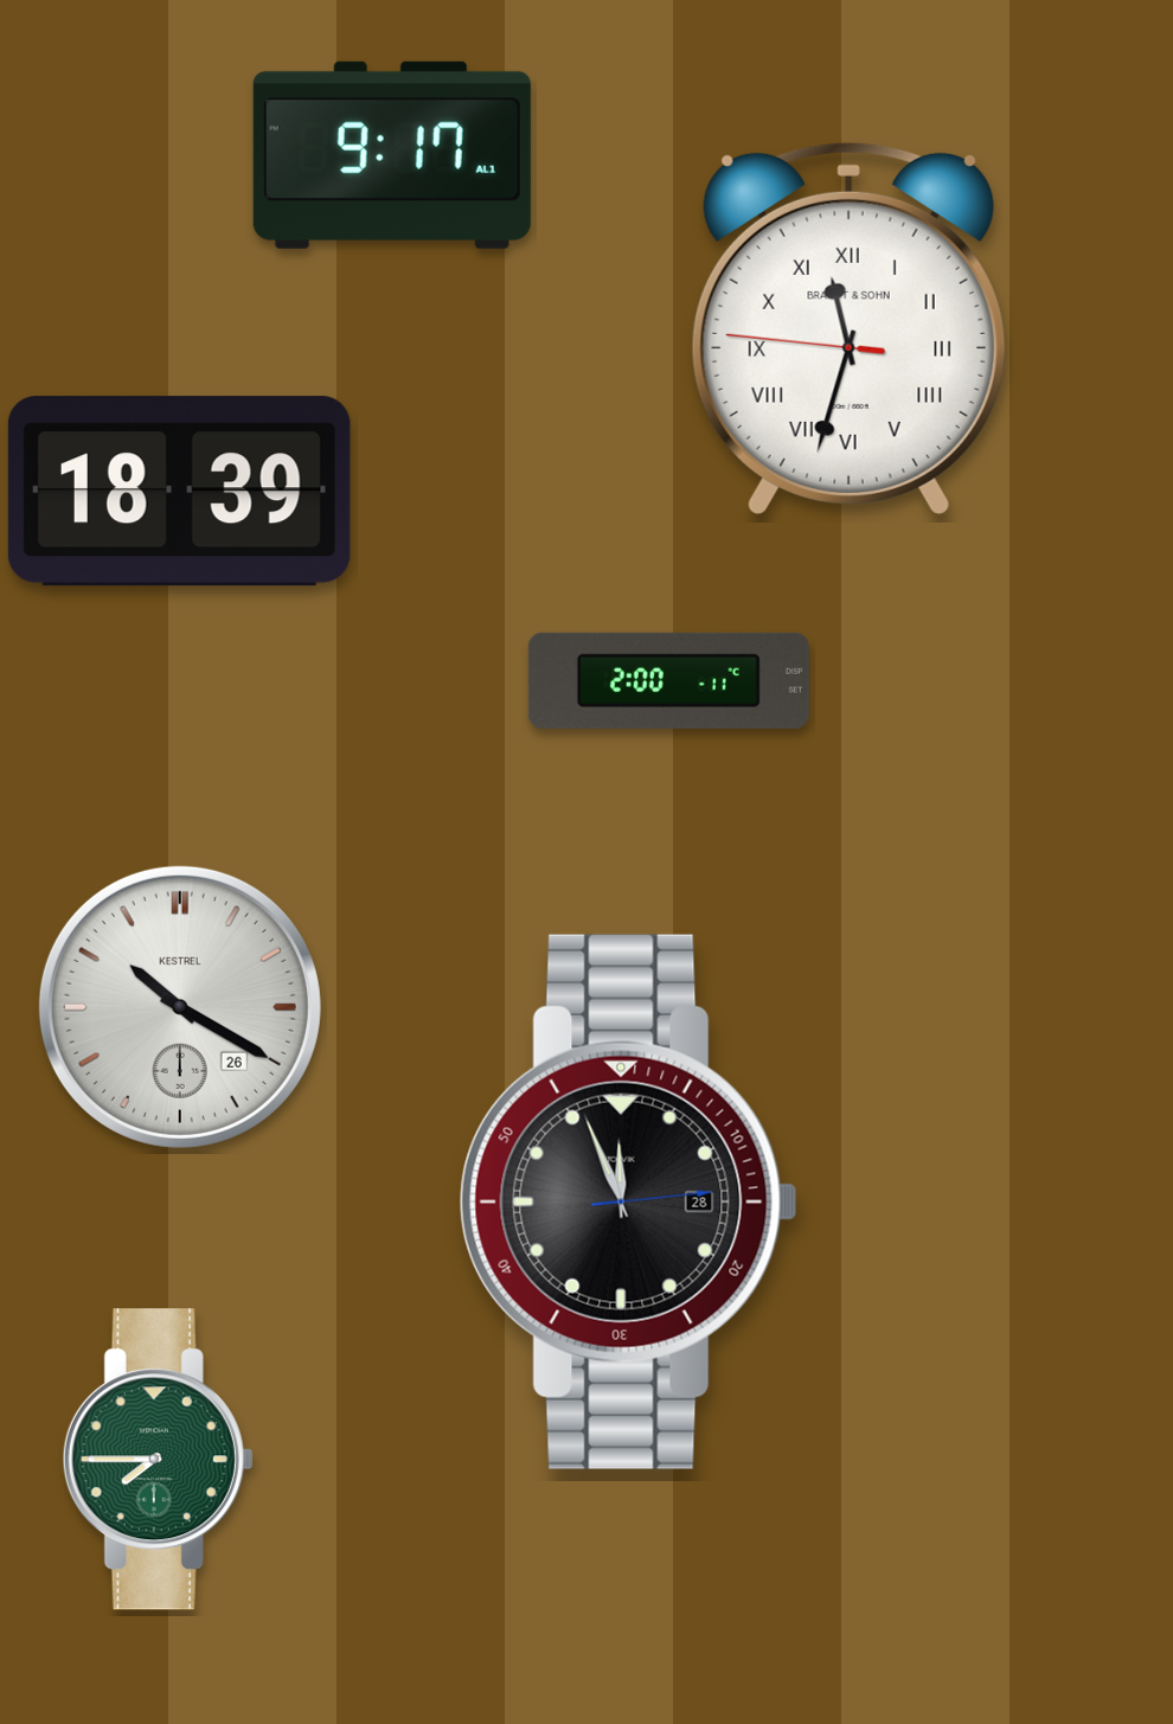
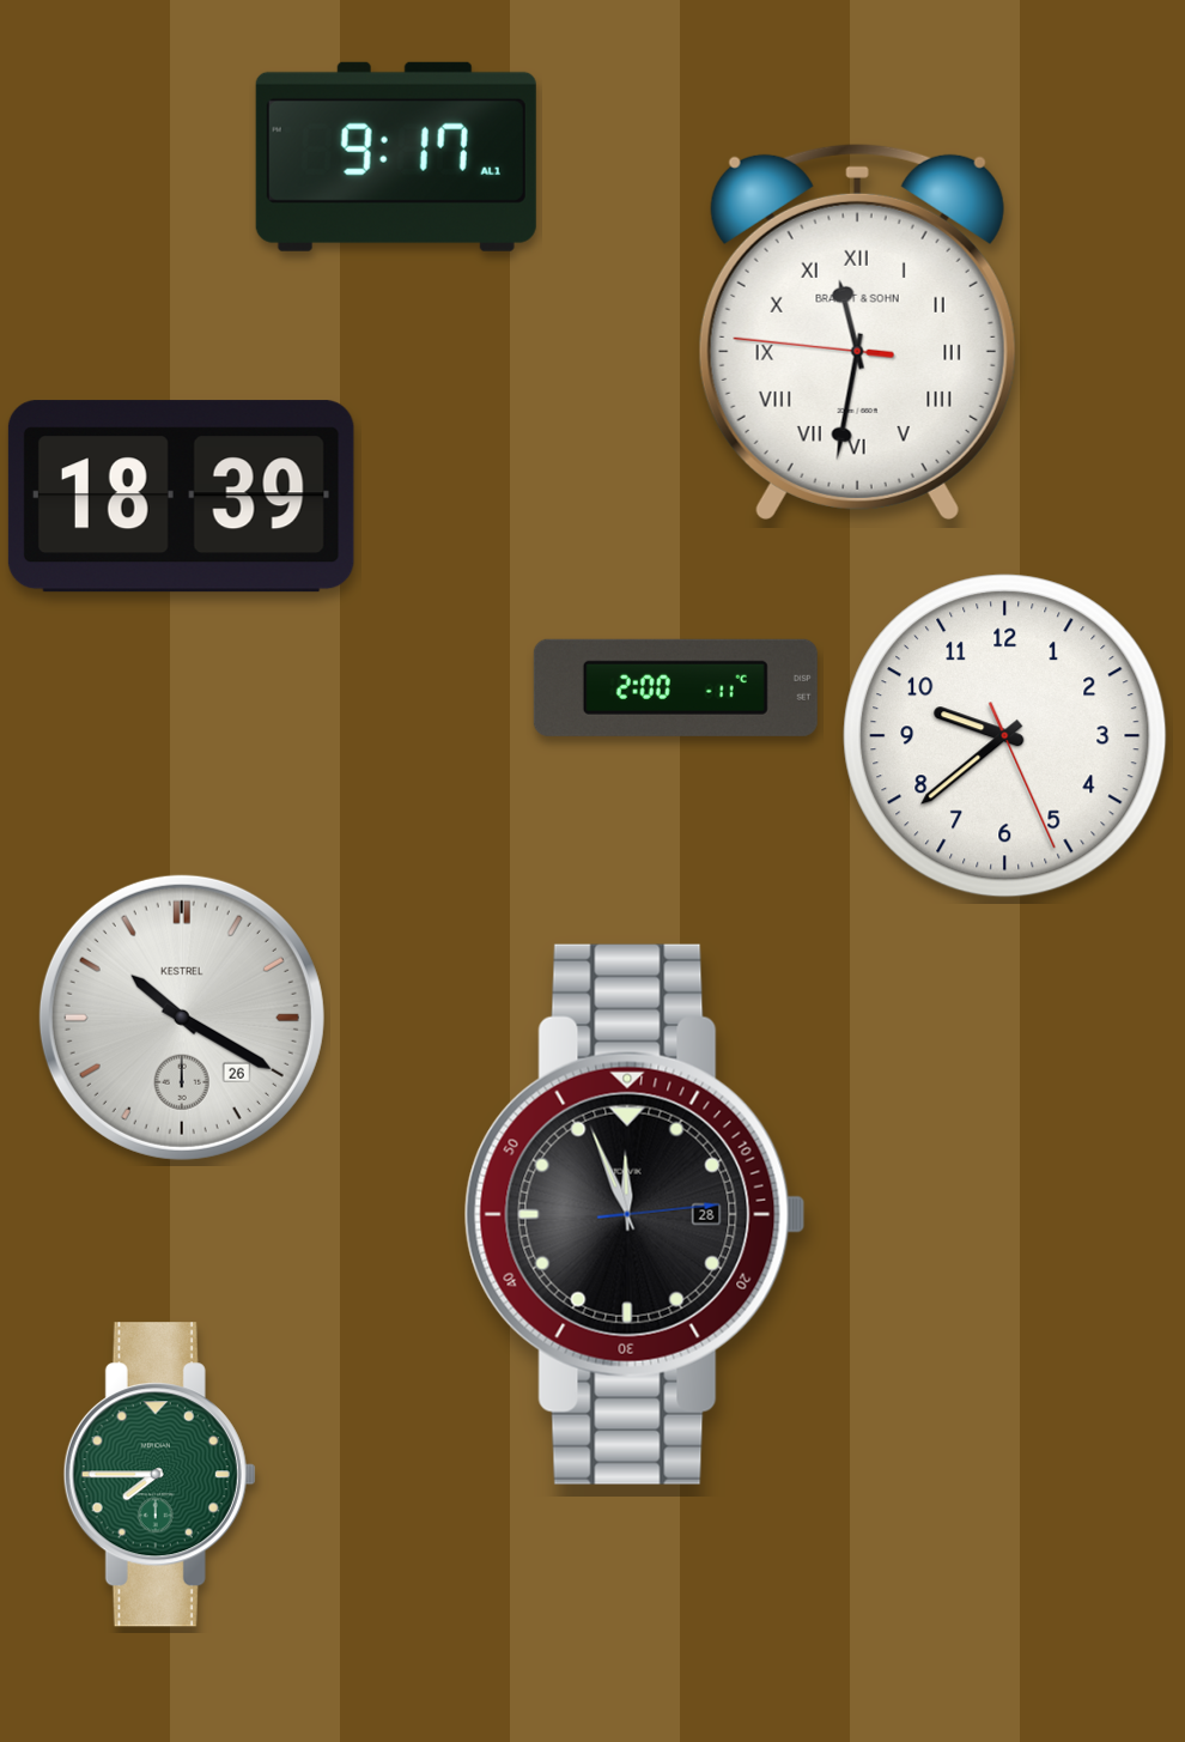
clock at (848, 328): 11:32 -> 11:31
clock at (1005, 736): none -> 9:38
